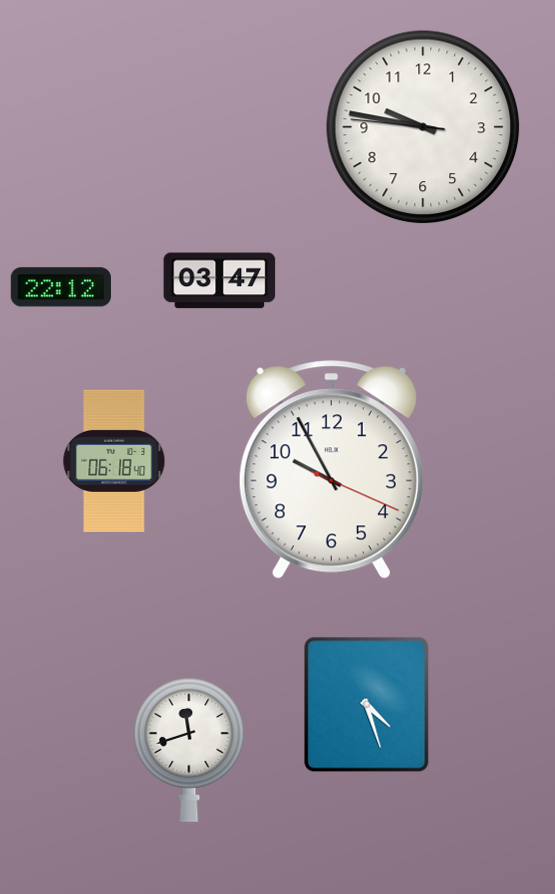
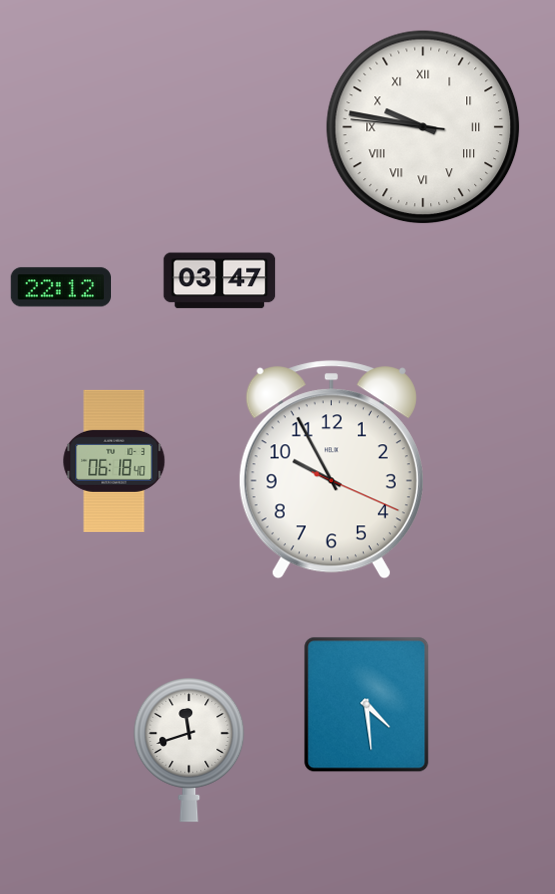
clock at (423, 127) numerals: Arabic -> Roman
clock at (367, 705): 4:27 -> 4:29
